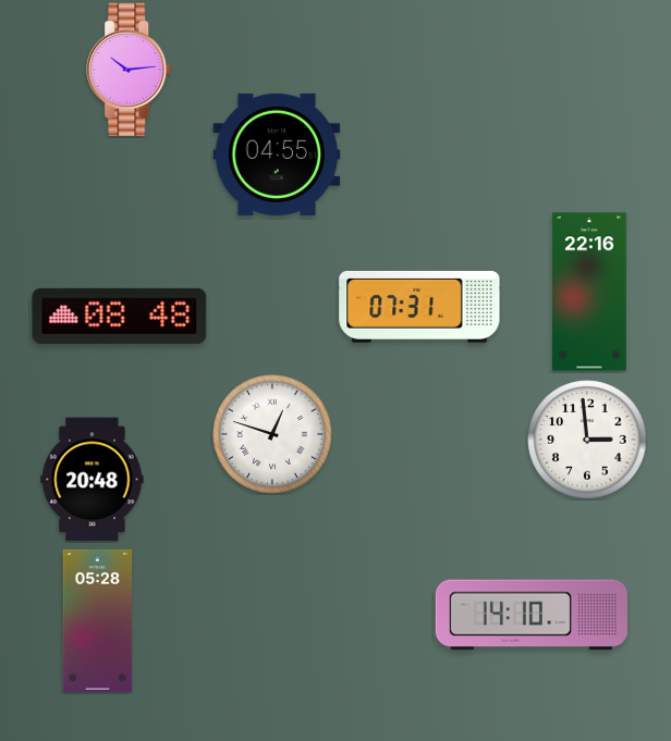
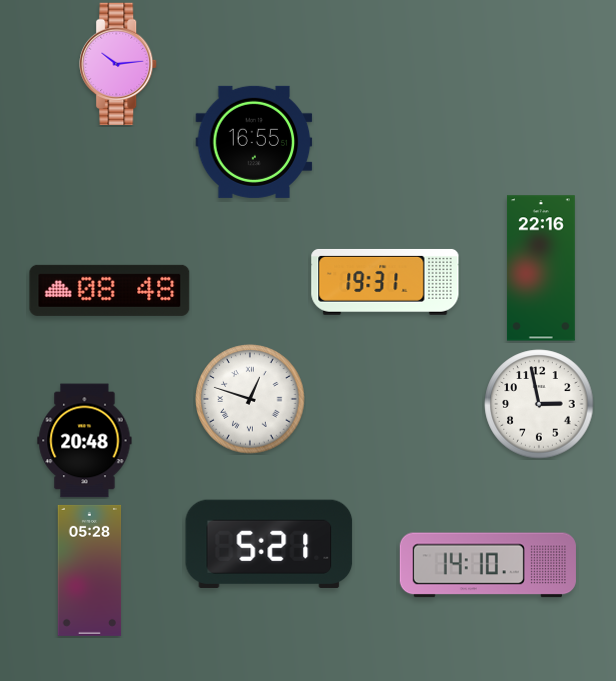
clock at (277, 155): 04:55 -> 16:55
clock at (419, 307): 07:31 -> 19:31
clock at (587, 440): 2:59 -> 2:58
clock at (269, 544): none -> 5:21
